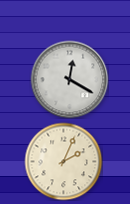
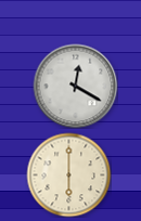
clock at (63, 161): 2:04 -> 6:00
